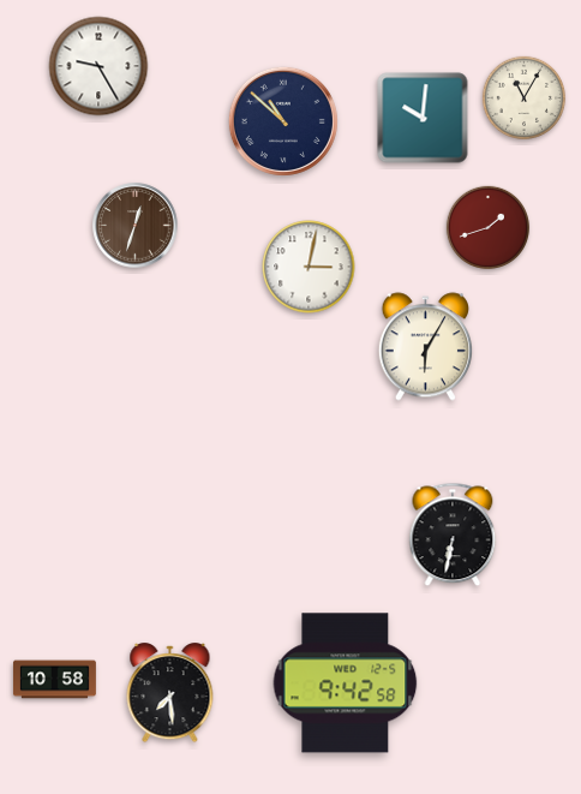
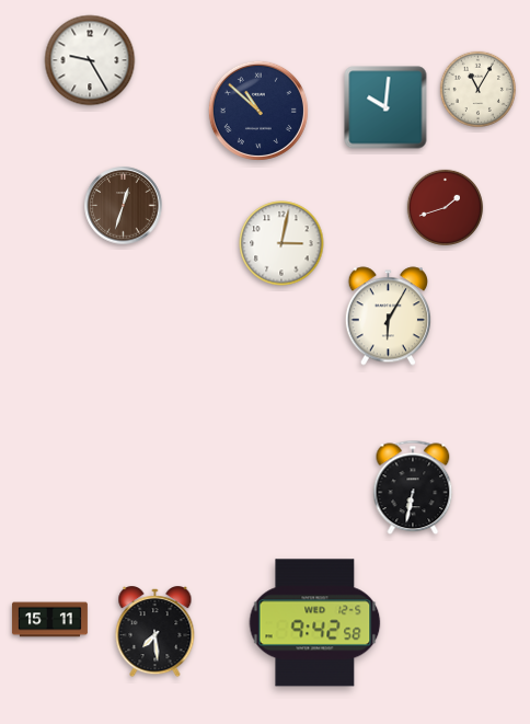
clock at (55, 680): 10:58 -> 15:11
